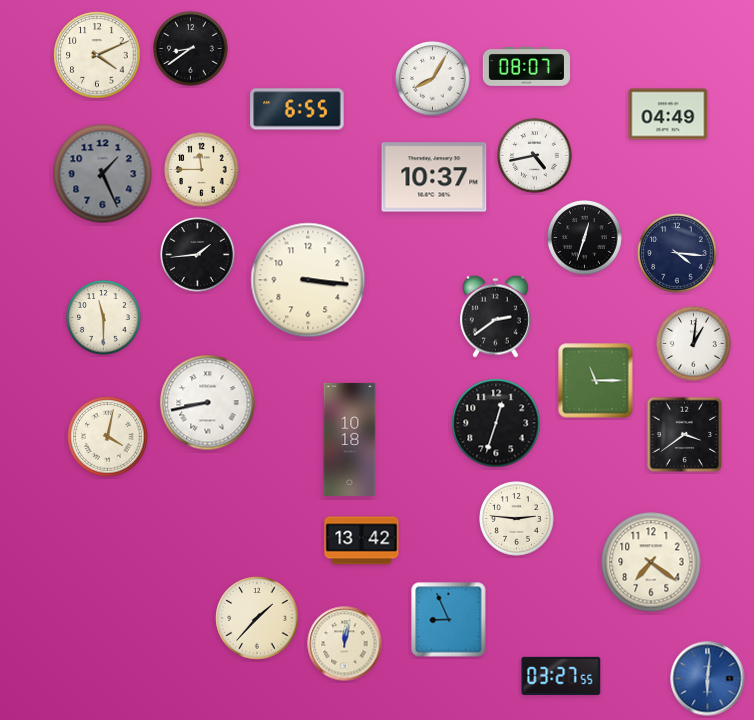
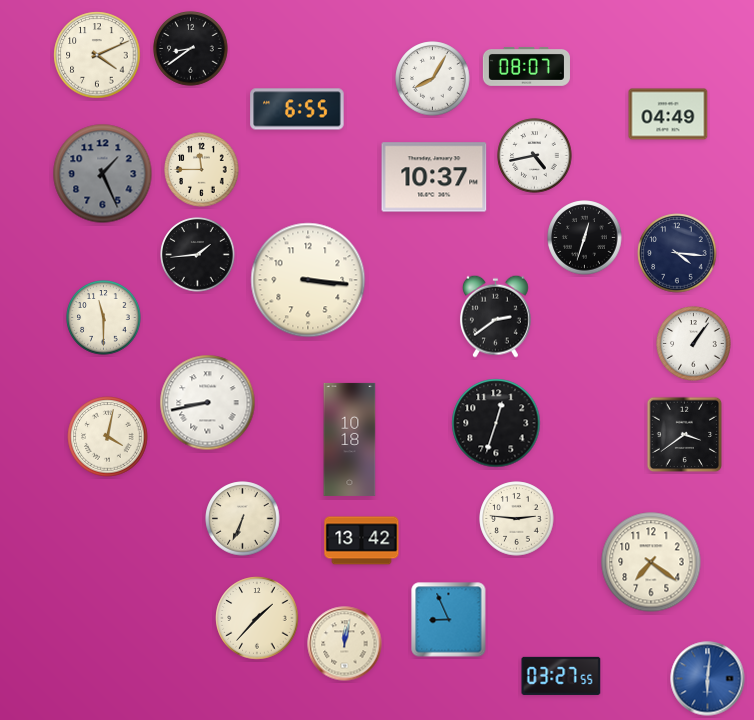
clock at (694, 344): 1:01 -> 1:06
clock at (596, 381): 11:15 -> none
clock at (243, 519): none -> 6:34
